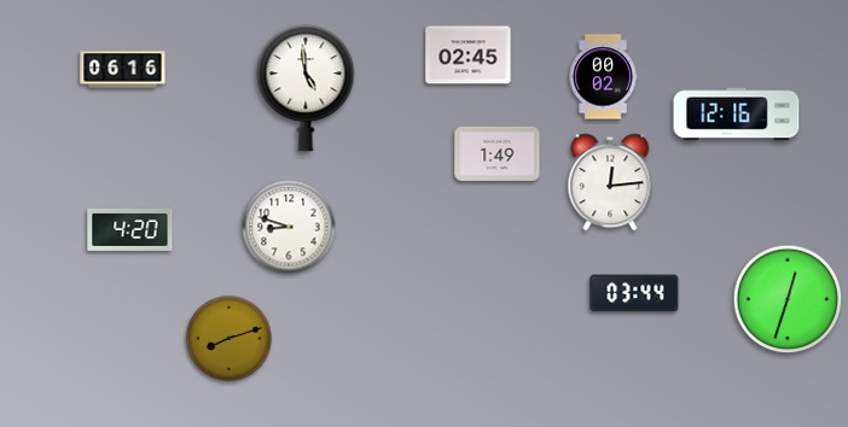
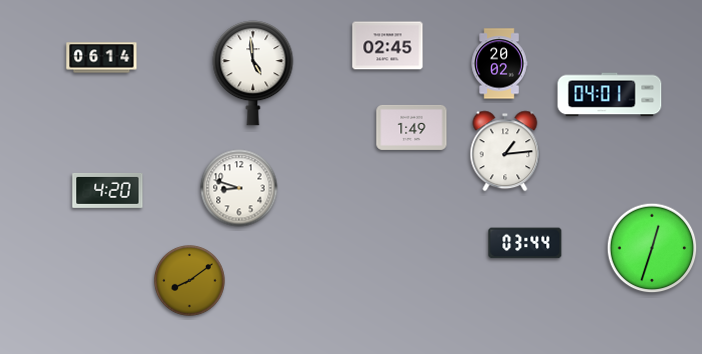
clock at (123, 70): 06:16 -> 06:14
clock at (603, 77): 00:02 -> 20:02
clock at (737, 115): 12:16 -> 04:01
clock at (610, 182): 12:14 -> 1:14
clock at (230, 339): 8:12 -> 8:09
